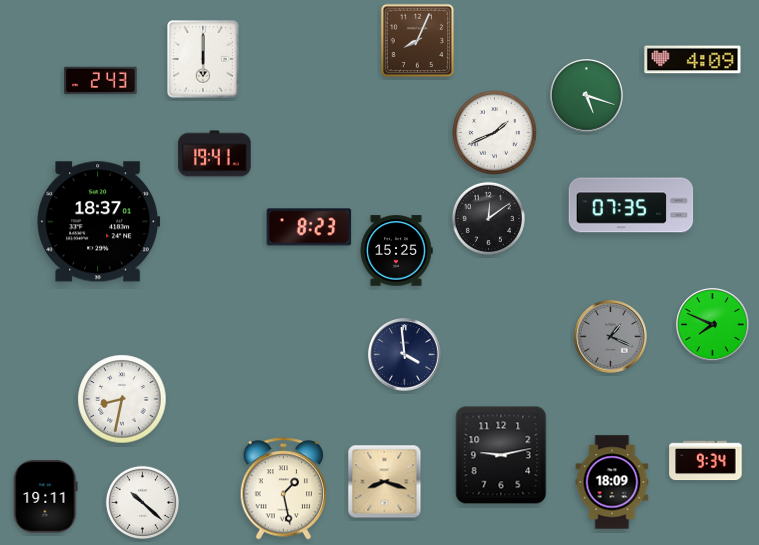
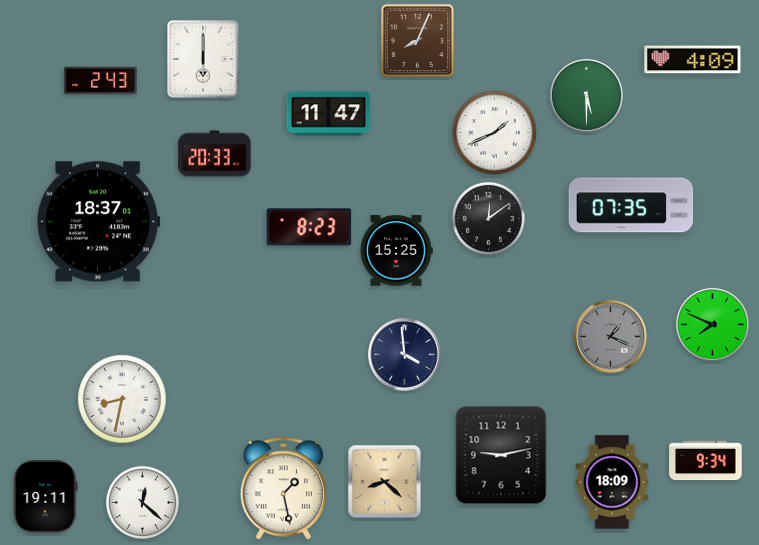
clock at (587, 96): 5:18 -> 5:30
clock at (329, 114): none -> 11:47
clock at (215, 154): 19:41 -> 20:33
clock at (385, 482): 8:18 -> 8:22
clock at (142, 502): 10:22 -> 12:22
